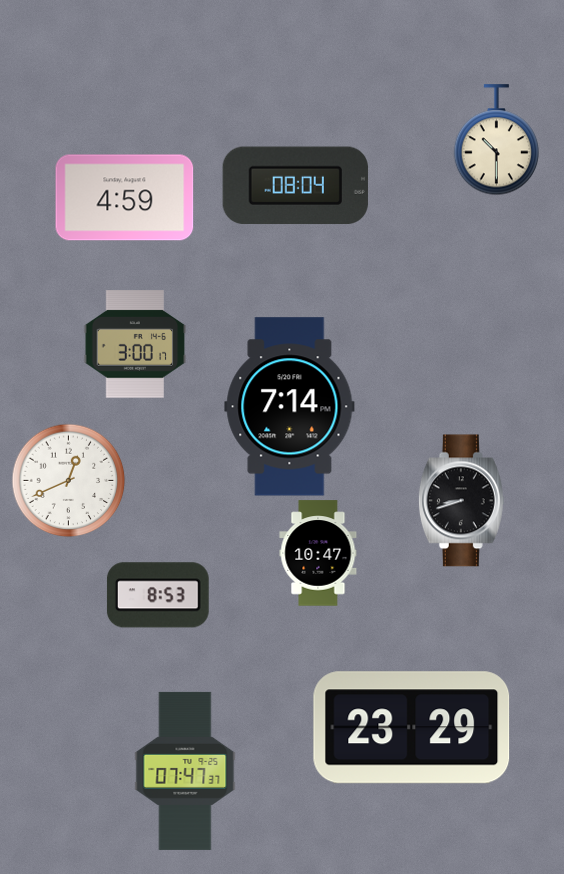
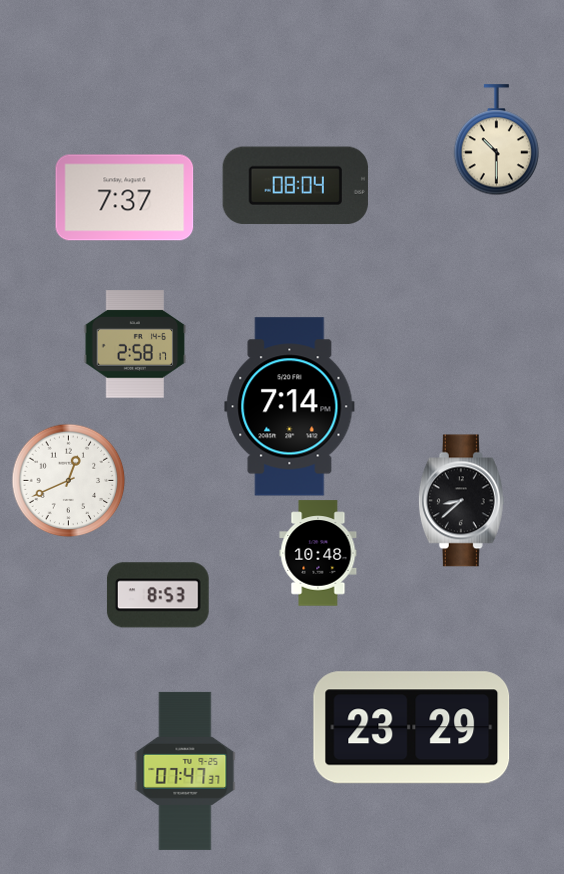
clock at (125, 198): 4:59 -> 7:37
clock at (135, 344): 3:00 -> 2:58
clock at (461, 501): 8:42 -> 8:38
clock at (318, 553): 10:47 -> 10:48
